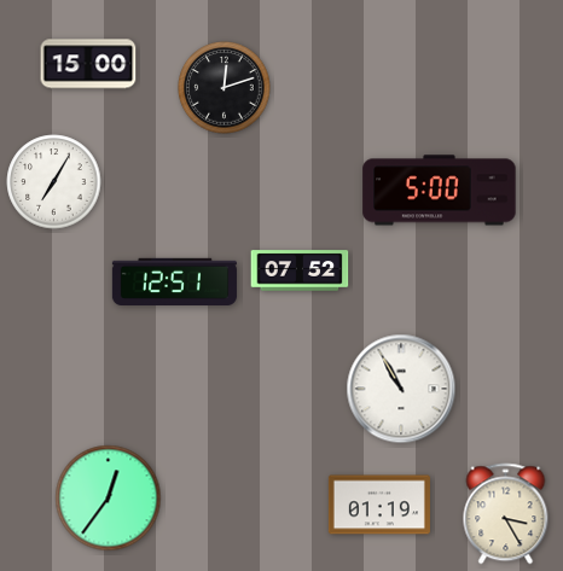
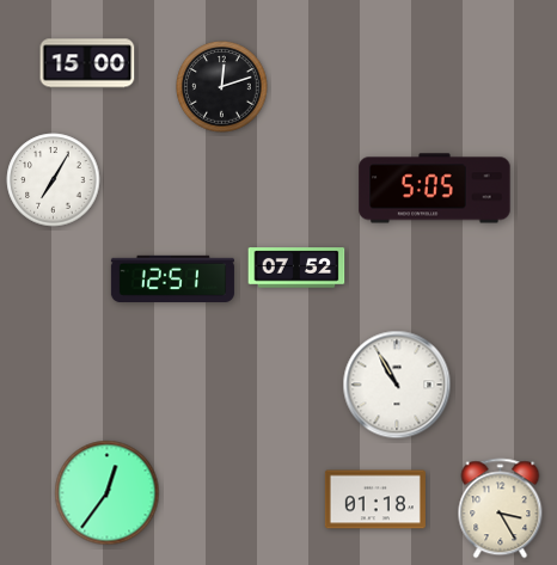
clock at (440, 191): 5:00 -> 5:05
clock at (379, 505): 01:19 -> 01:18
